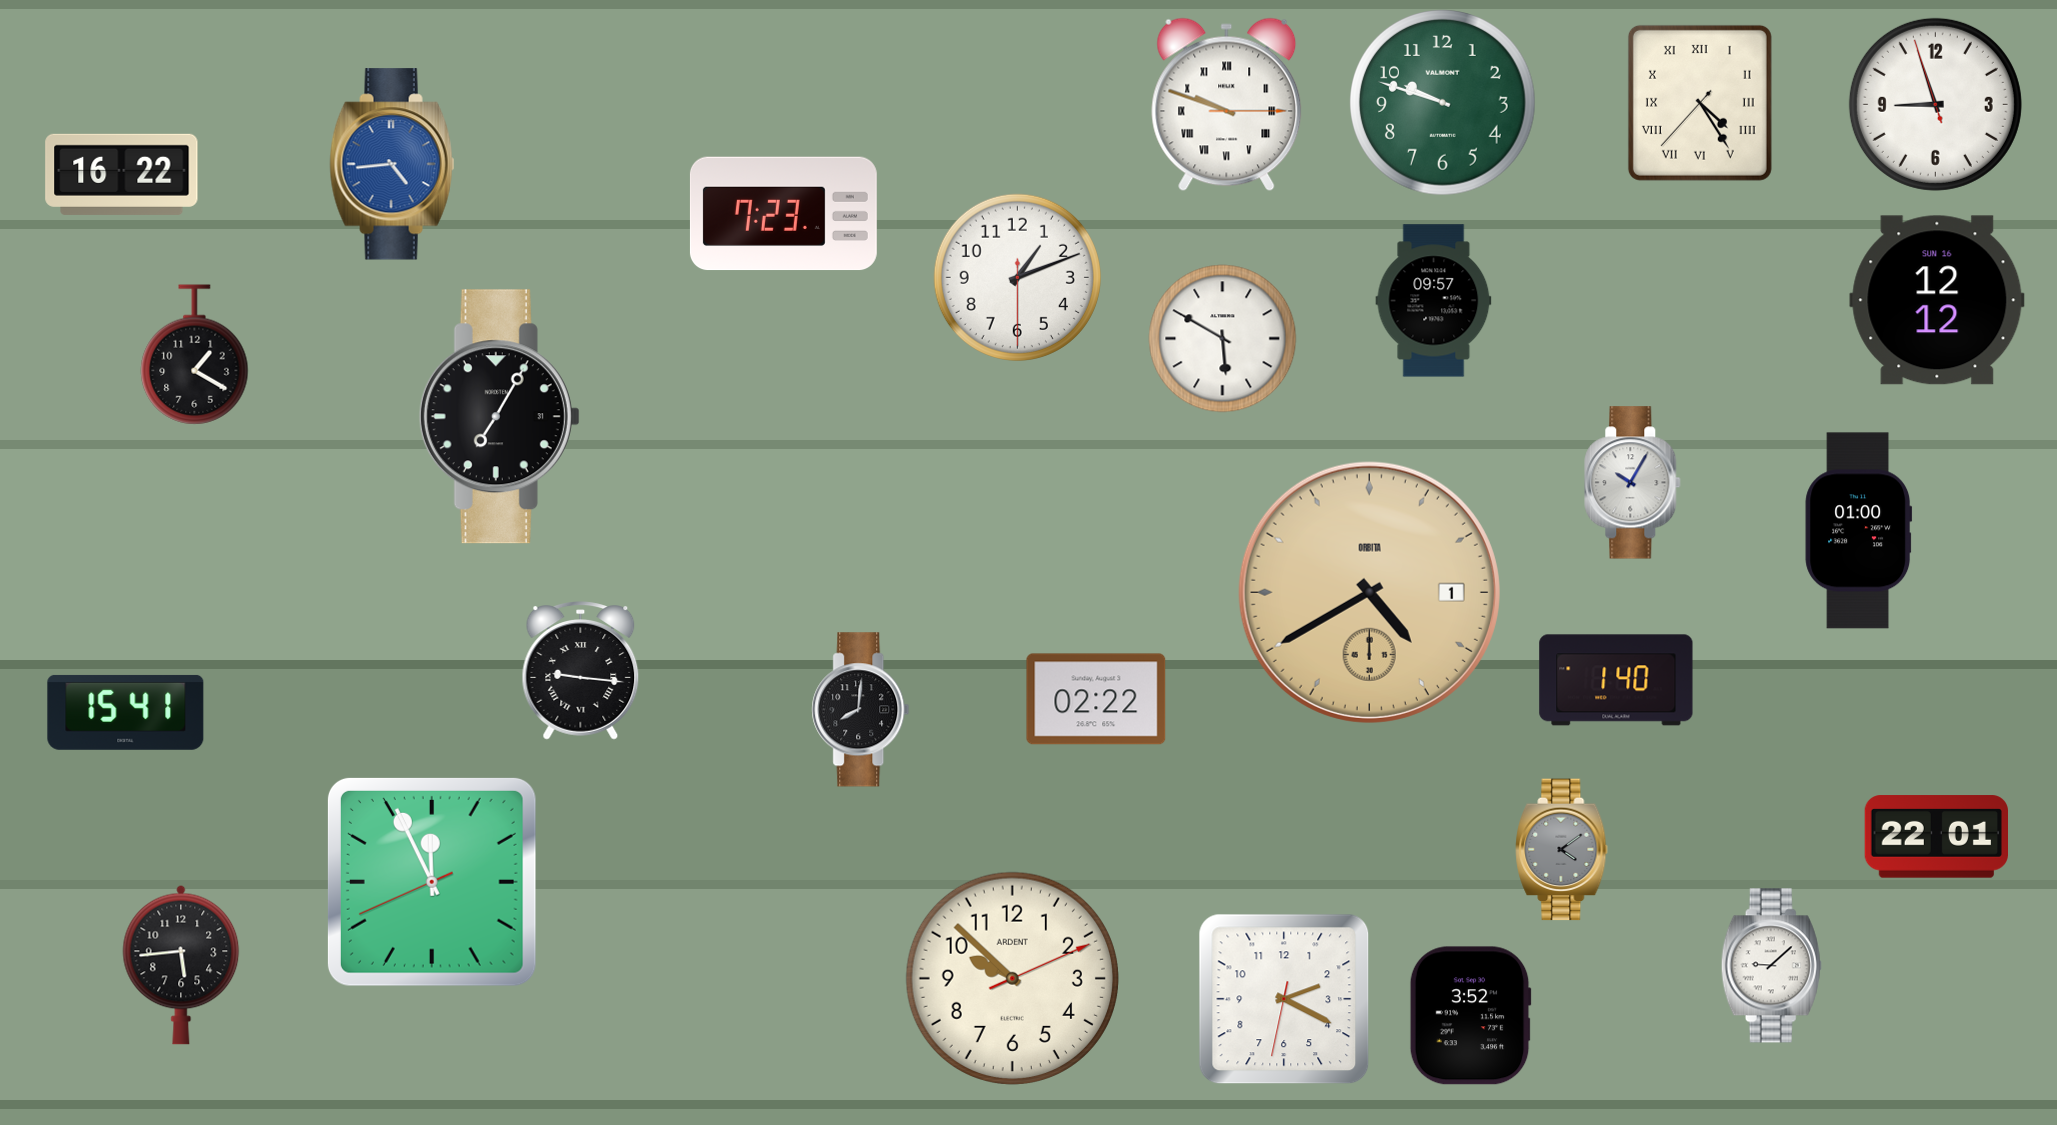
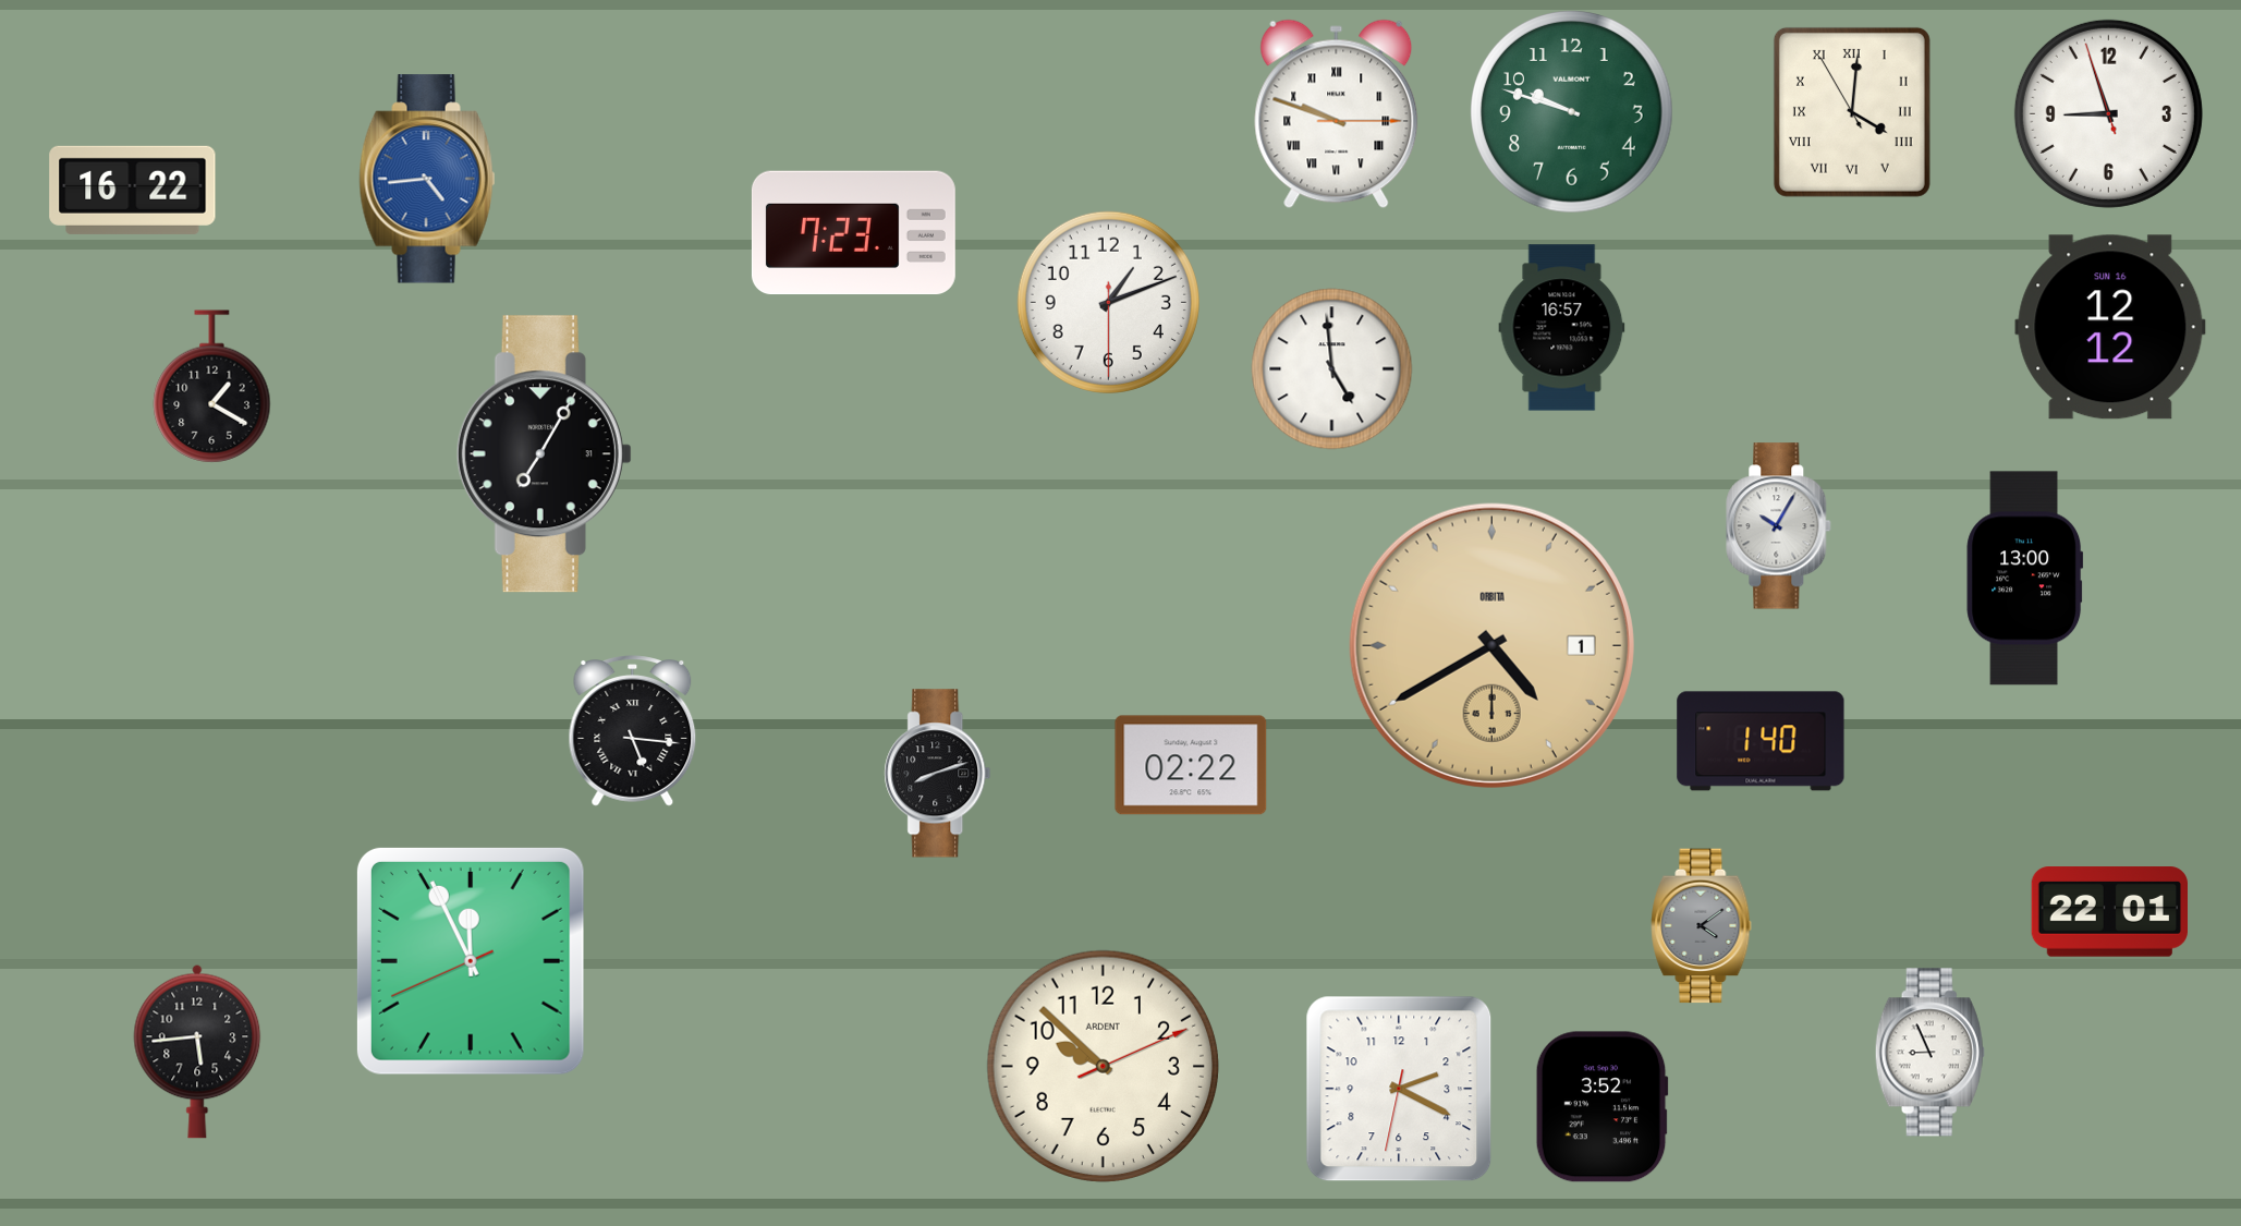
clock at (1700, 103): 4:24 -> 4:00
clock at (1434, 301): 09:57 -> 16:57
clock at (1223, 339): 5:50 -> 4:59
clock at (1859, 531): 01:00 -> 13:00
clock at (581, 671): 9:16 -> 5:16
clock at (1096, 699) position: (1096, 699) -> (1191, 765)
clock at (861, 710): 8:01 -> 8:12
clock at (126, 712): 15:41 -> none
clock at (1771, 966): 9:08 -> 8:56
